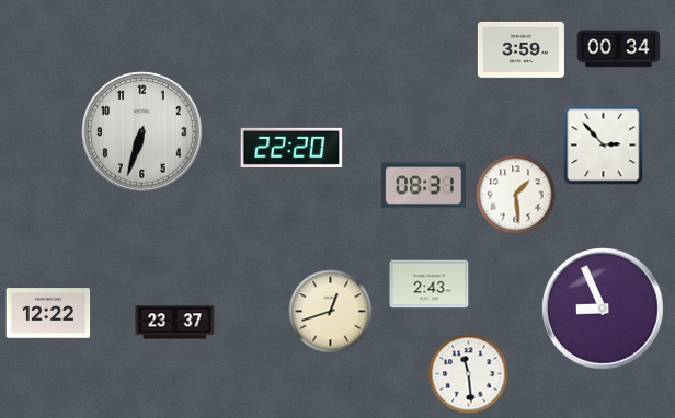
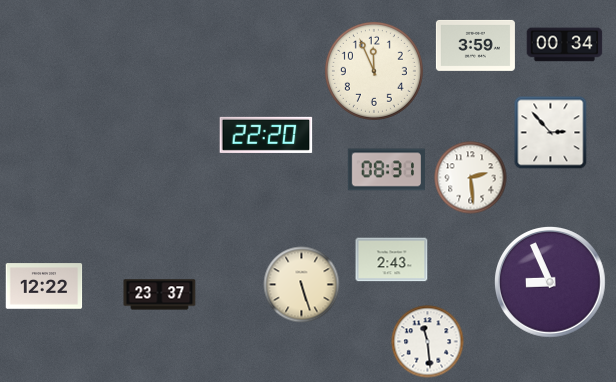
clock at (374, 71): none -> 11:56
clock at (141, 131): 6:33 -> none
clock at (516, 195): 1:29 -> 2:29
clock at (331, 312): 12:42 -> 5:27
